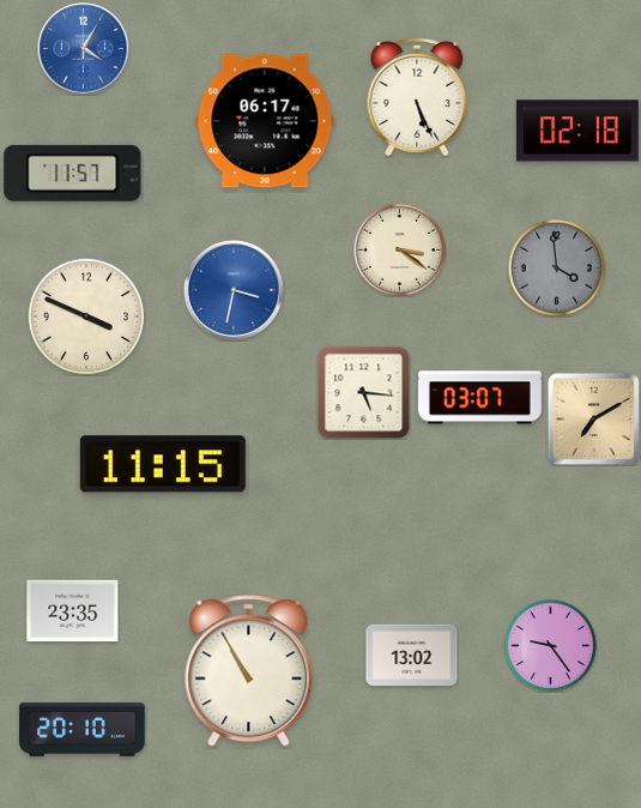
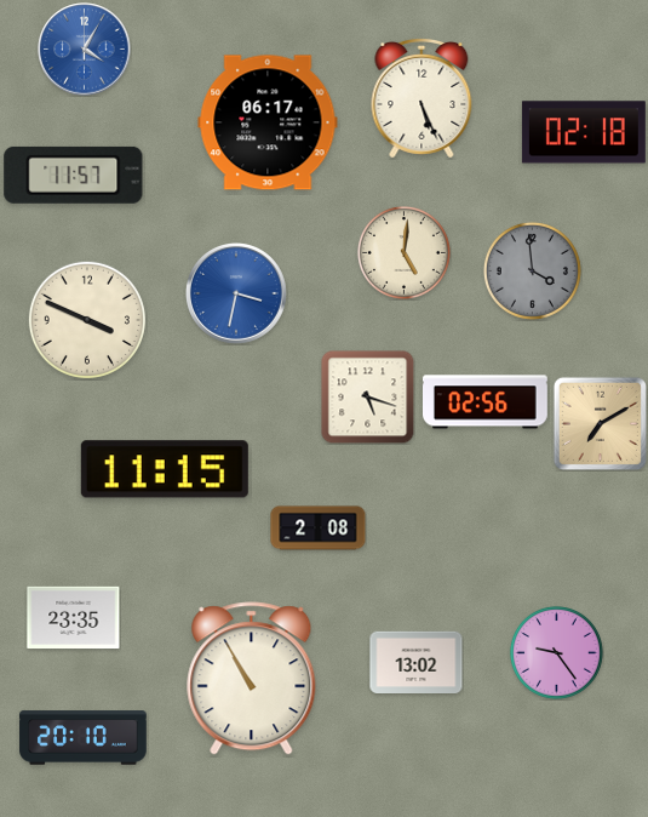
clock at (399, 249): 3:21 -> 5:01
clock at (556, 267) position: (556, 267) -> (532, 270)
clock at (363, 392): 5:16 -> 5:18
clock at (480, 398): 03:07 -> 02:56
clock at (319, 529): none -> 2:08
